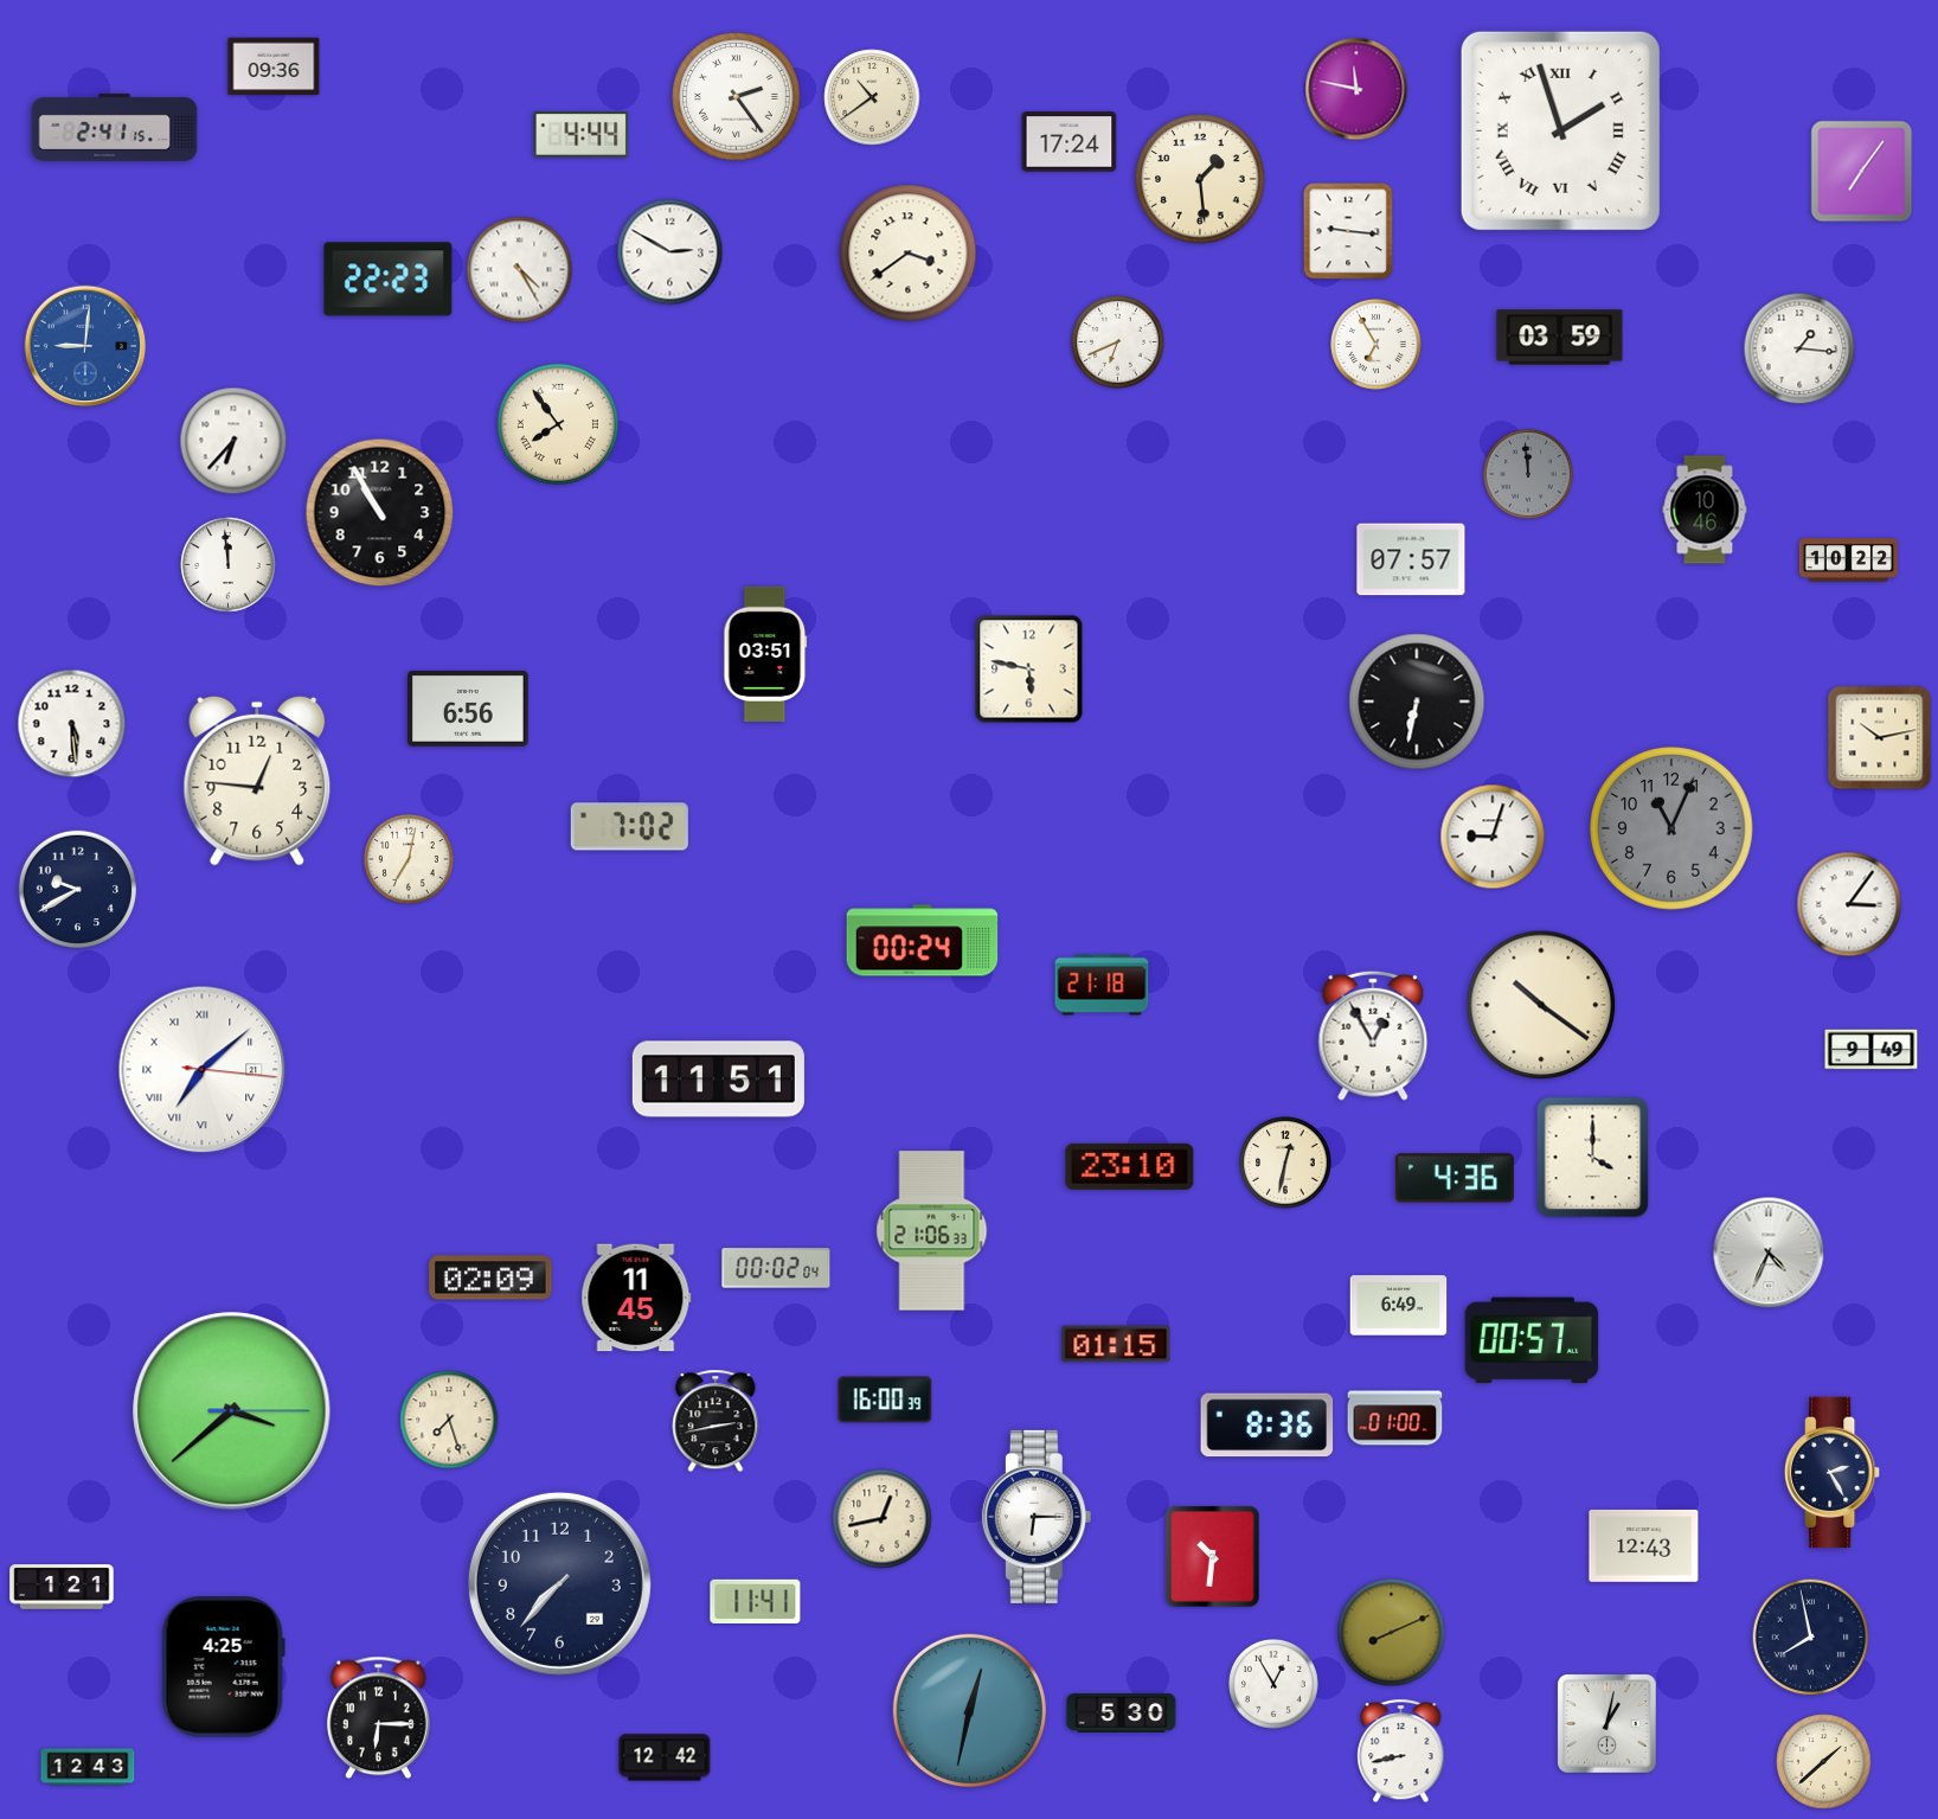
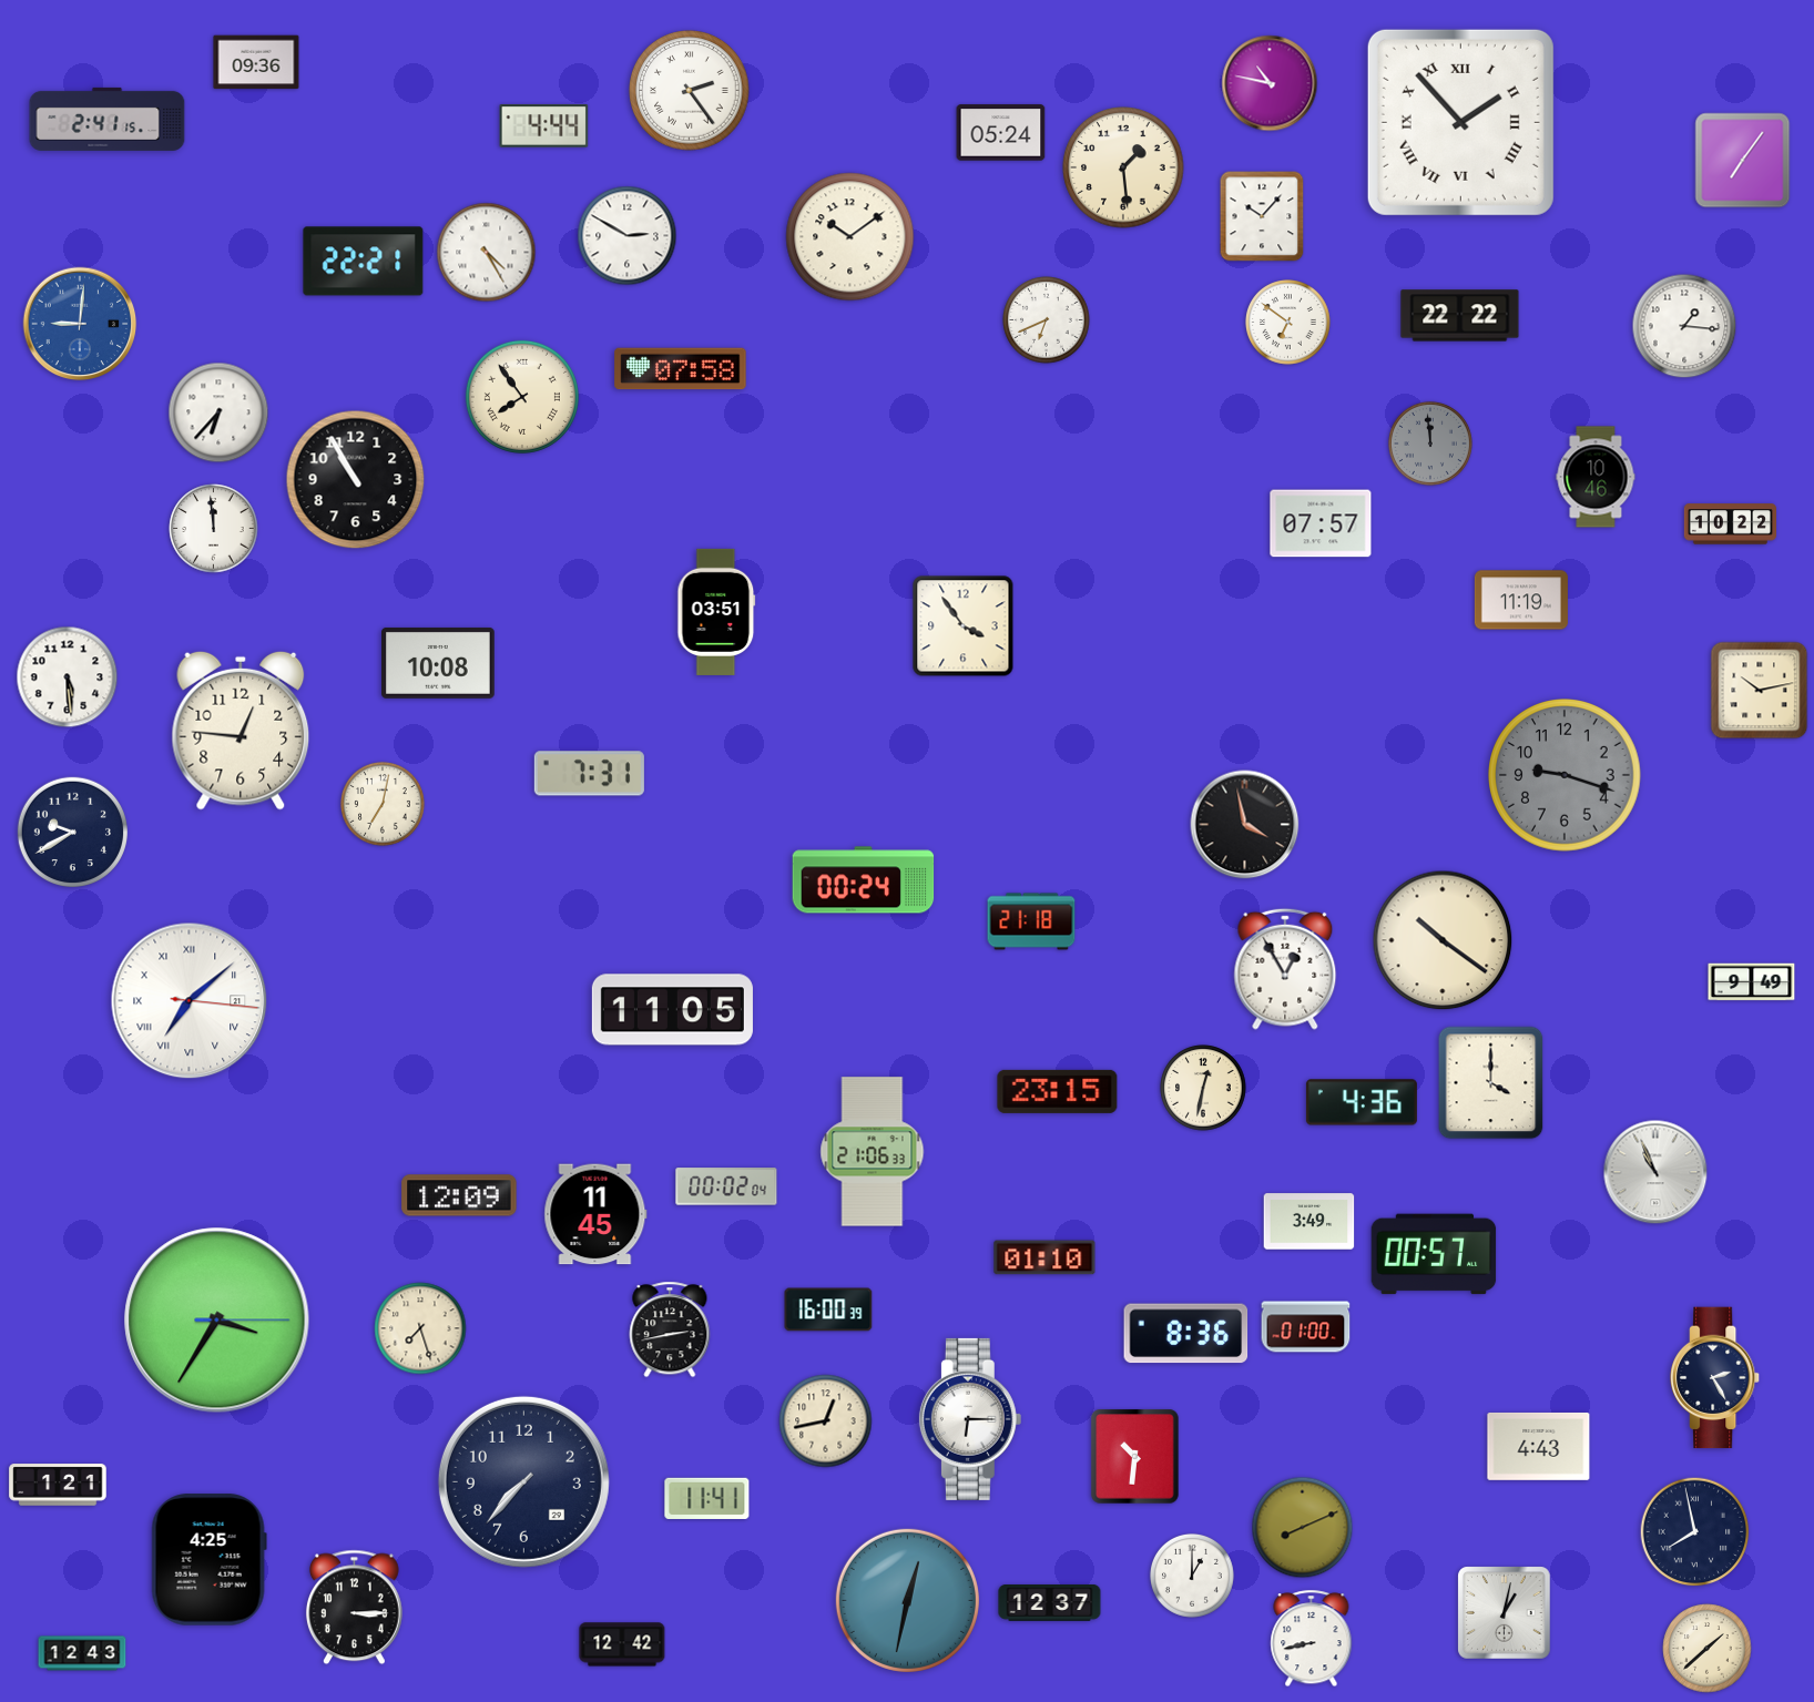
clock at (1356, 89): 11:47 -> 10:47
clock at (872, 97): 10:39 -> none
clock at (1560, 130): 1:57 -> 1:53
clock at (1070, 142): 17:24 -> 05:24
clock at (1348, 231): 9:16 -> 10:07
clock at (909, 254): 3:39 -> 10:09
clock at (389, 280): 22:23 -> 22:21
clock at (1560, 338): 03:59 -> 22:22
clock at (1377, 345): 6:55 -> 6:51
clock at (681, 369): none -> 07:58
clock at (1521, 600): none -> 11:19
clock at (1029, 670): 5:47 -> 3:54
clock at (1417, 702): 6:32 -> none
clock at (468, 709): 6:56 -> 10:08
clock at (629, 827): 7:02 -> 7:31
clock at (1671, 828): 11:04 -> 9:18
clock at (1493, 837): 9:03 -> none
clock at (1245, 825): none -> 3:58
clock at (1849, 904): 3:06 -> none
clock at (718, 1080): 11:51 -> 11:05
clock at (1130, 1166): 23:10 -> 23:15
clock at (1769, 1253): 4:34 -> 10:56
clock at (490, 1277): 02:09 -> 12:09
clock at (1399, 1306): 6:49 -> 3:49
clock at (1116, 1344): 01:15 -> 01:10
clock at (232, 1411): 3:38 -> 3:35
clock at (1644, 1546): 12:43 -> 4:43
clock at (1273, 1684): 12:55 -> 1:00
clock at (1122, 1714): 5:30 -> 12:37
clock at (378, 1718): 6:15 -> 3:15
